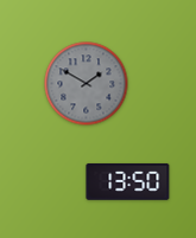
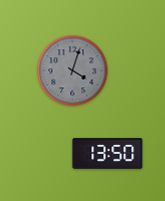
clock at (87, 84): 1:50 -> 4:03
